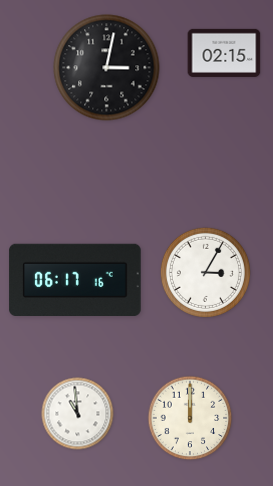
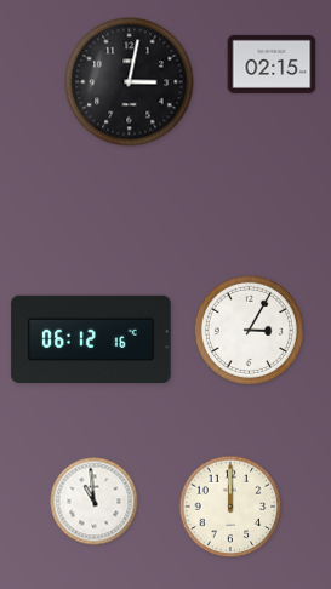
clock at (75, 279): 06:17 -> 06:12
